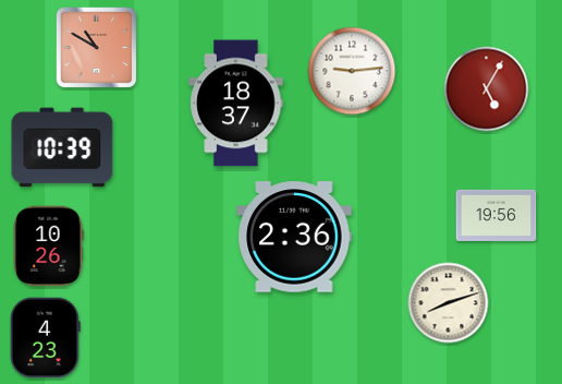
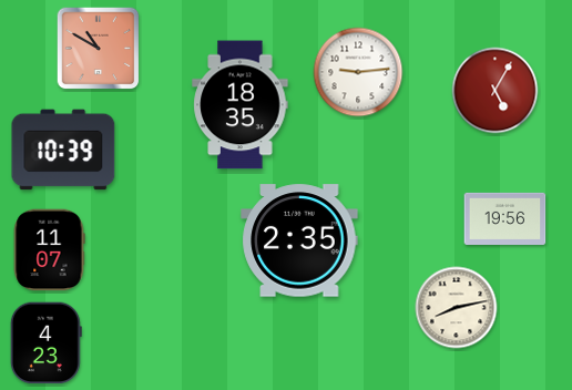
clock at (236, 104): 18:37 -> 18:35
clock at (294, 237): 2:36 -> 2:35
clock at (48, 247): 10:26 -> 11:07
clock at (449, 303): 8:12 -> 8:13
